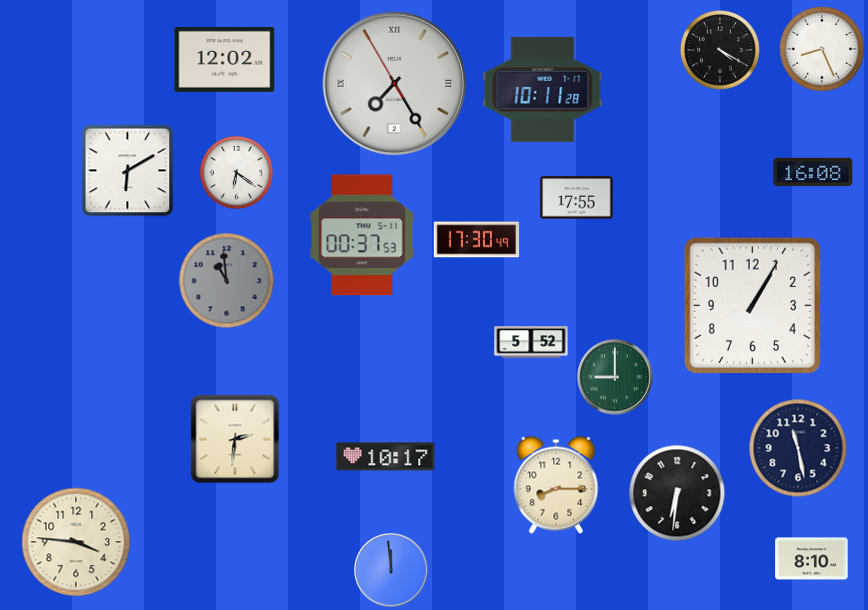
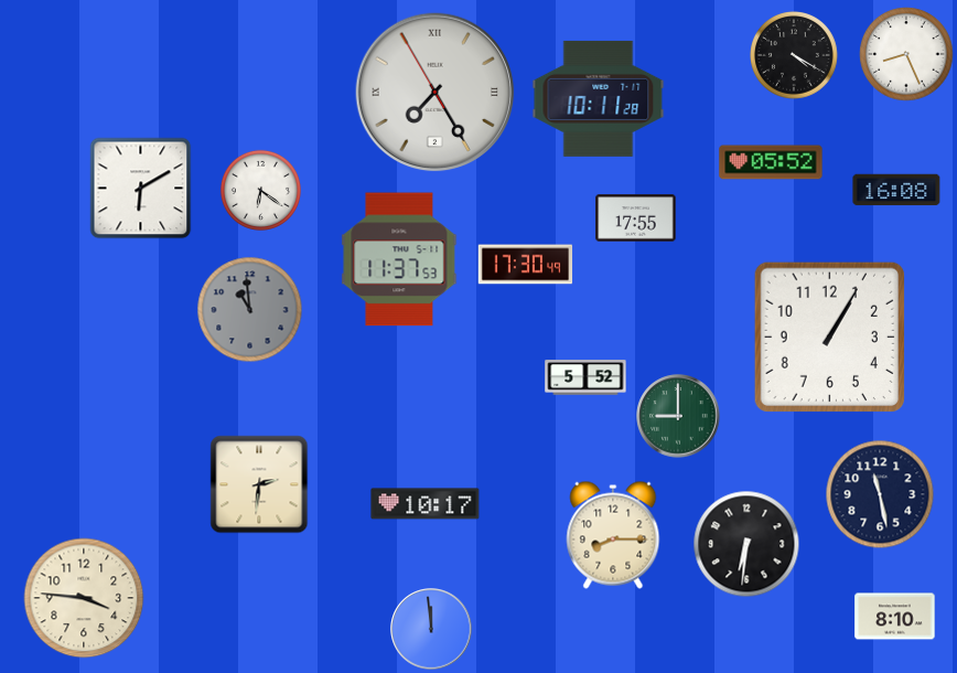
clock at (225, 59): 12:02 -> none
clock at (771, 162): none -> 05:52
clock at (362, 235): 00:37 -> 11:37
